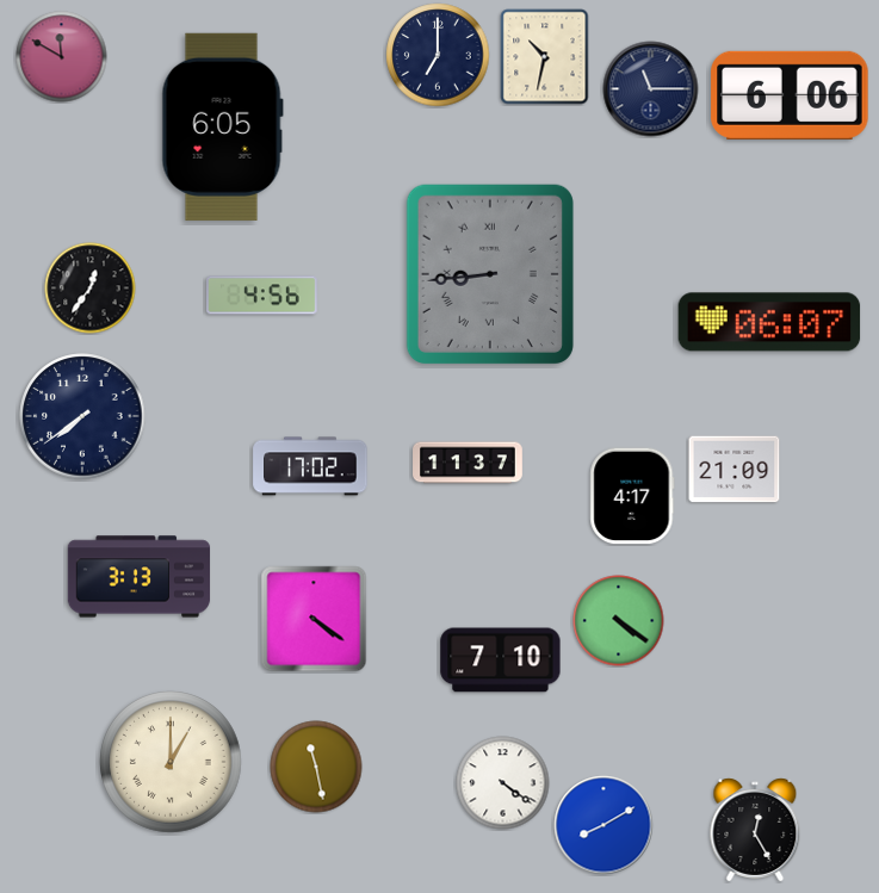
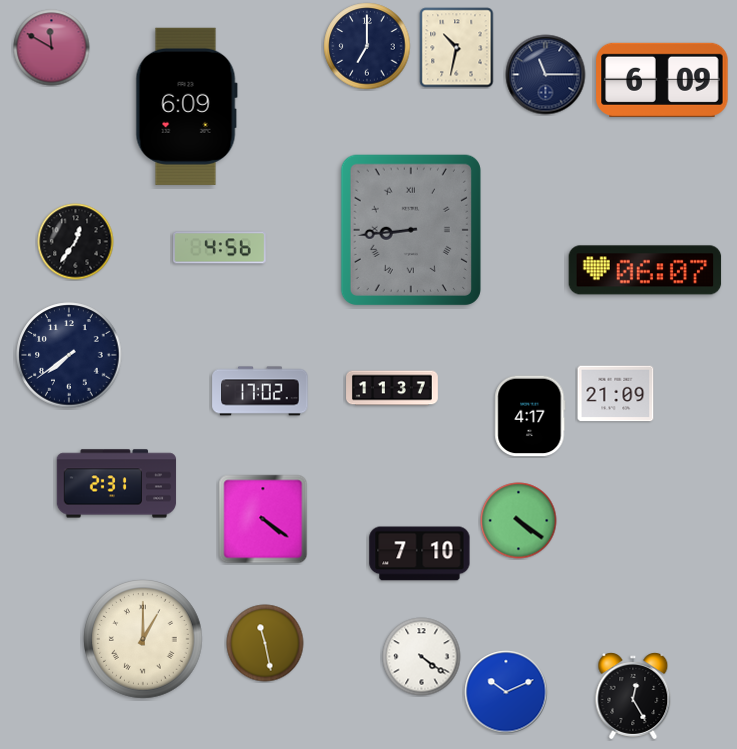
clock at (790, 95): 6:06 -> 6:09
clock at (222, 126): 6:05 -> 6:09
clock at (82, 416) position: (82, 416) -> (69, 355)
clock at (140, 577): 3:13 -> 2:31
clock at (603, 825): 8:10 -> 10:11
